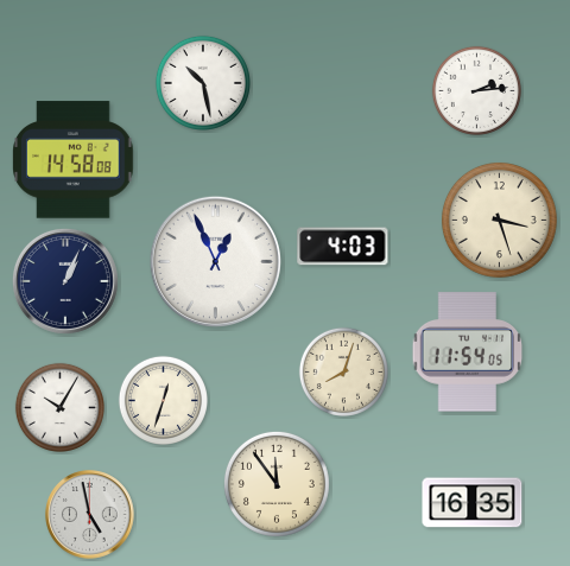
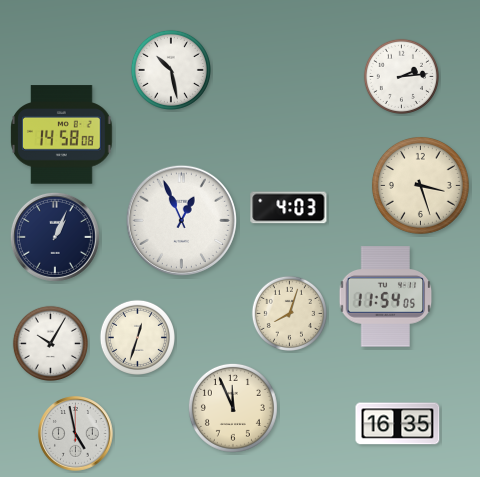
clock at (468, 352) position: (468, 352) -> (386, 297)
clock at (277, 484): 11:54 -> 11:56
